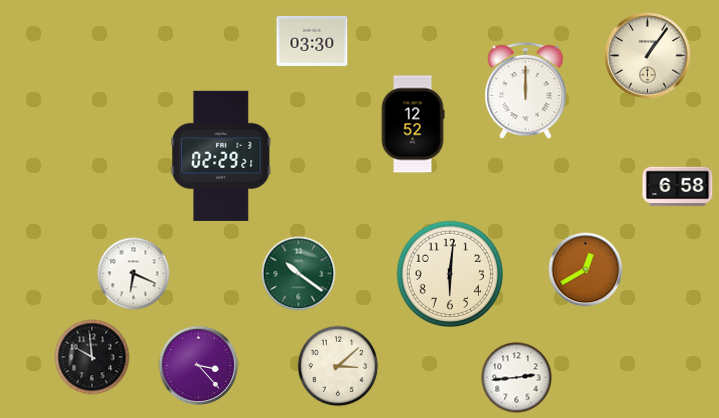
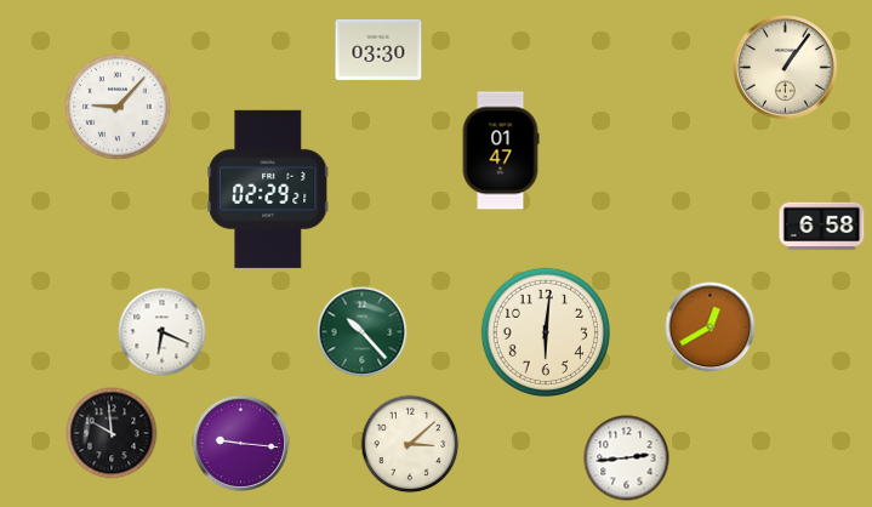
clock at (119, 108): none -> 9:07
clock at (526, 91): 12:00 -> none
clock at (413, 124): 12:52 -> 01:47
clock at (299, 274): 10:21 -> 10:23
clock at (199, 366): 3:23 -> 9:16
